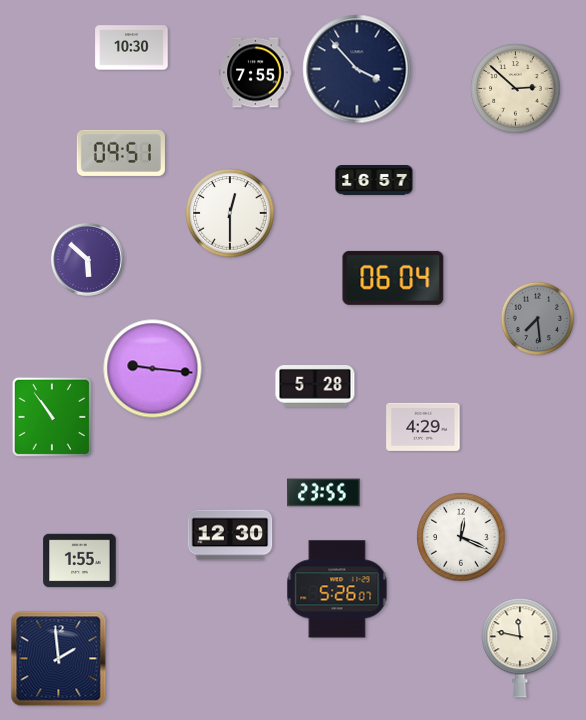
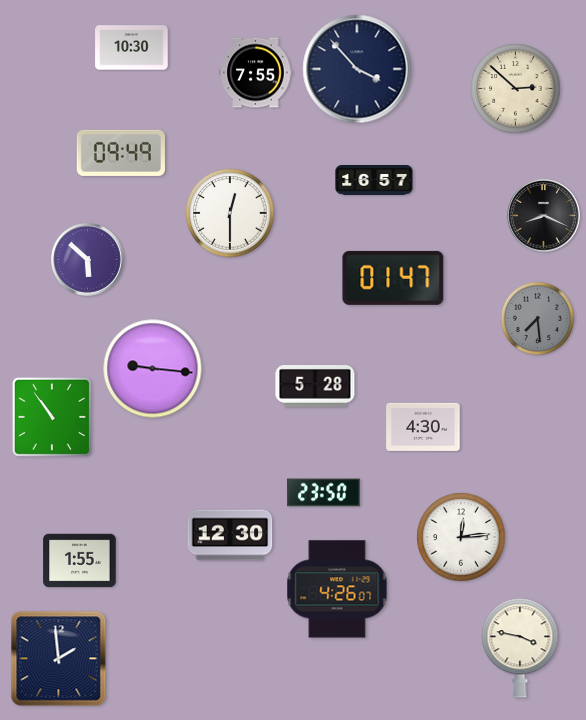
clock at (121, 153): 09:51 -> 09:49
clock at (544, 216): none -> 8:19
clock at (393, 278): 06:04 -> 01:47
clock at (423, 427): 4:29 -> 4:30
clock at (324, 493): 23:55 -> 23:50
clock at (461, 537): 12:19 -> 12:14
clock at (337, 589): 5:26 -> 4:26
clock at (520, 648): 11:47 -> 3:47
